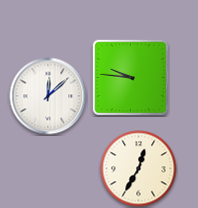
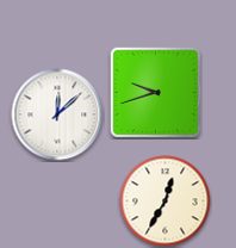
clock at (130, 77): 9:46 -> 9:42
